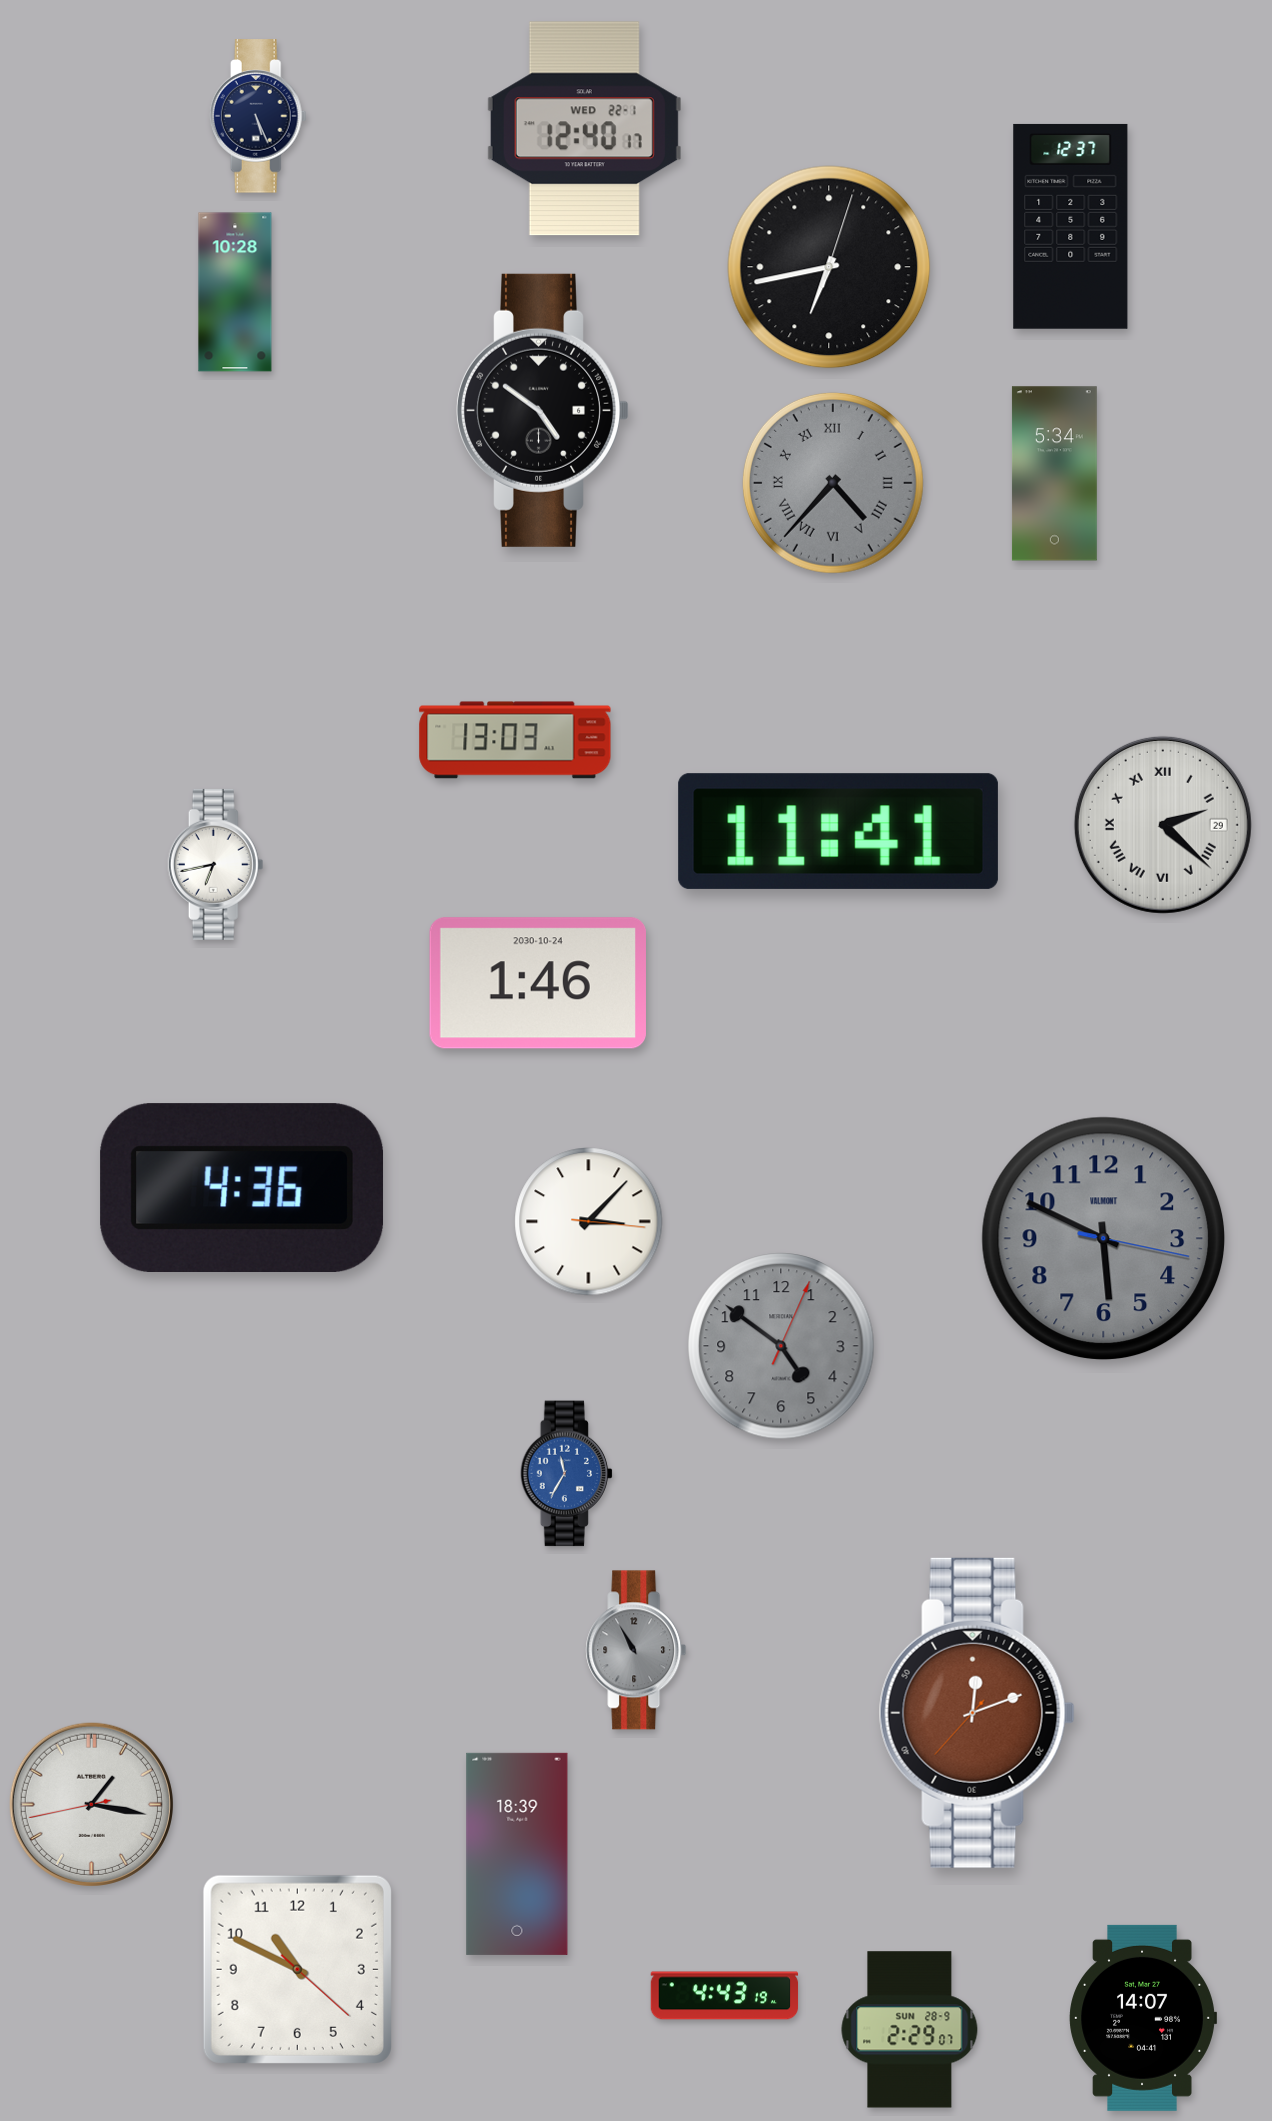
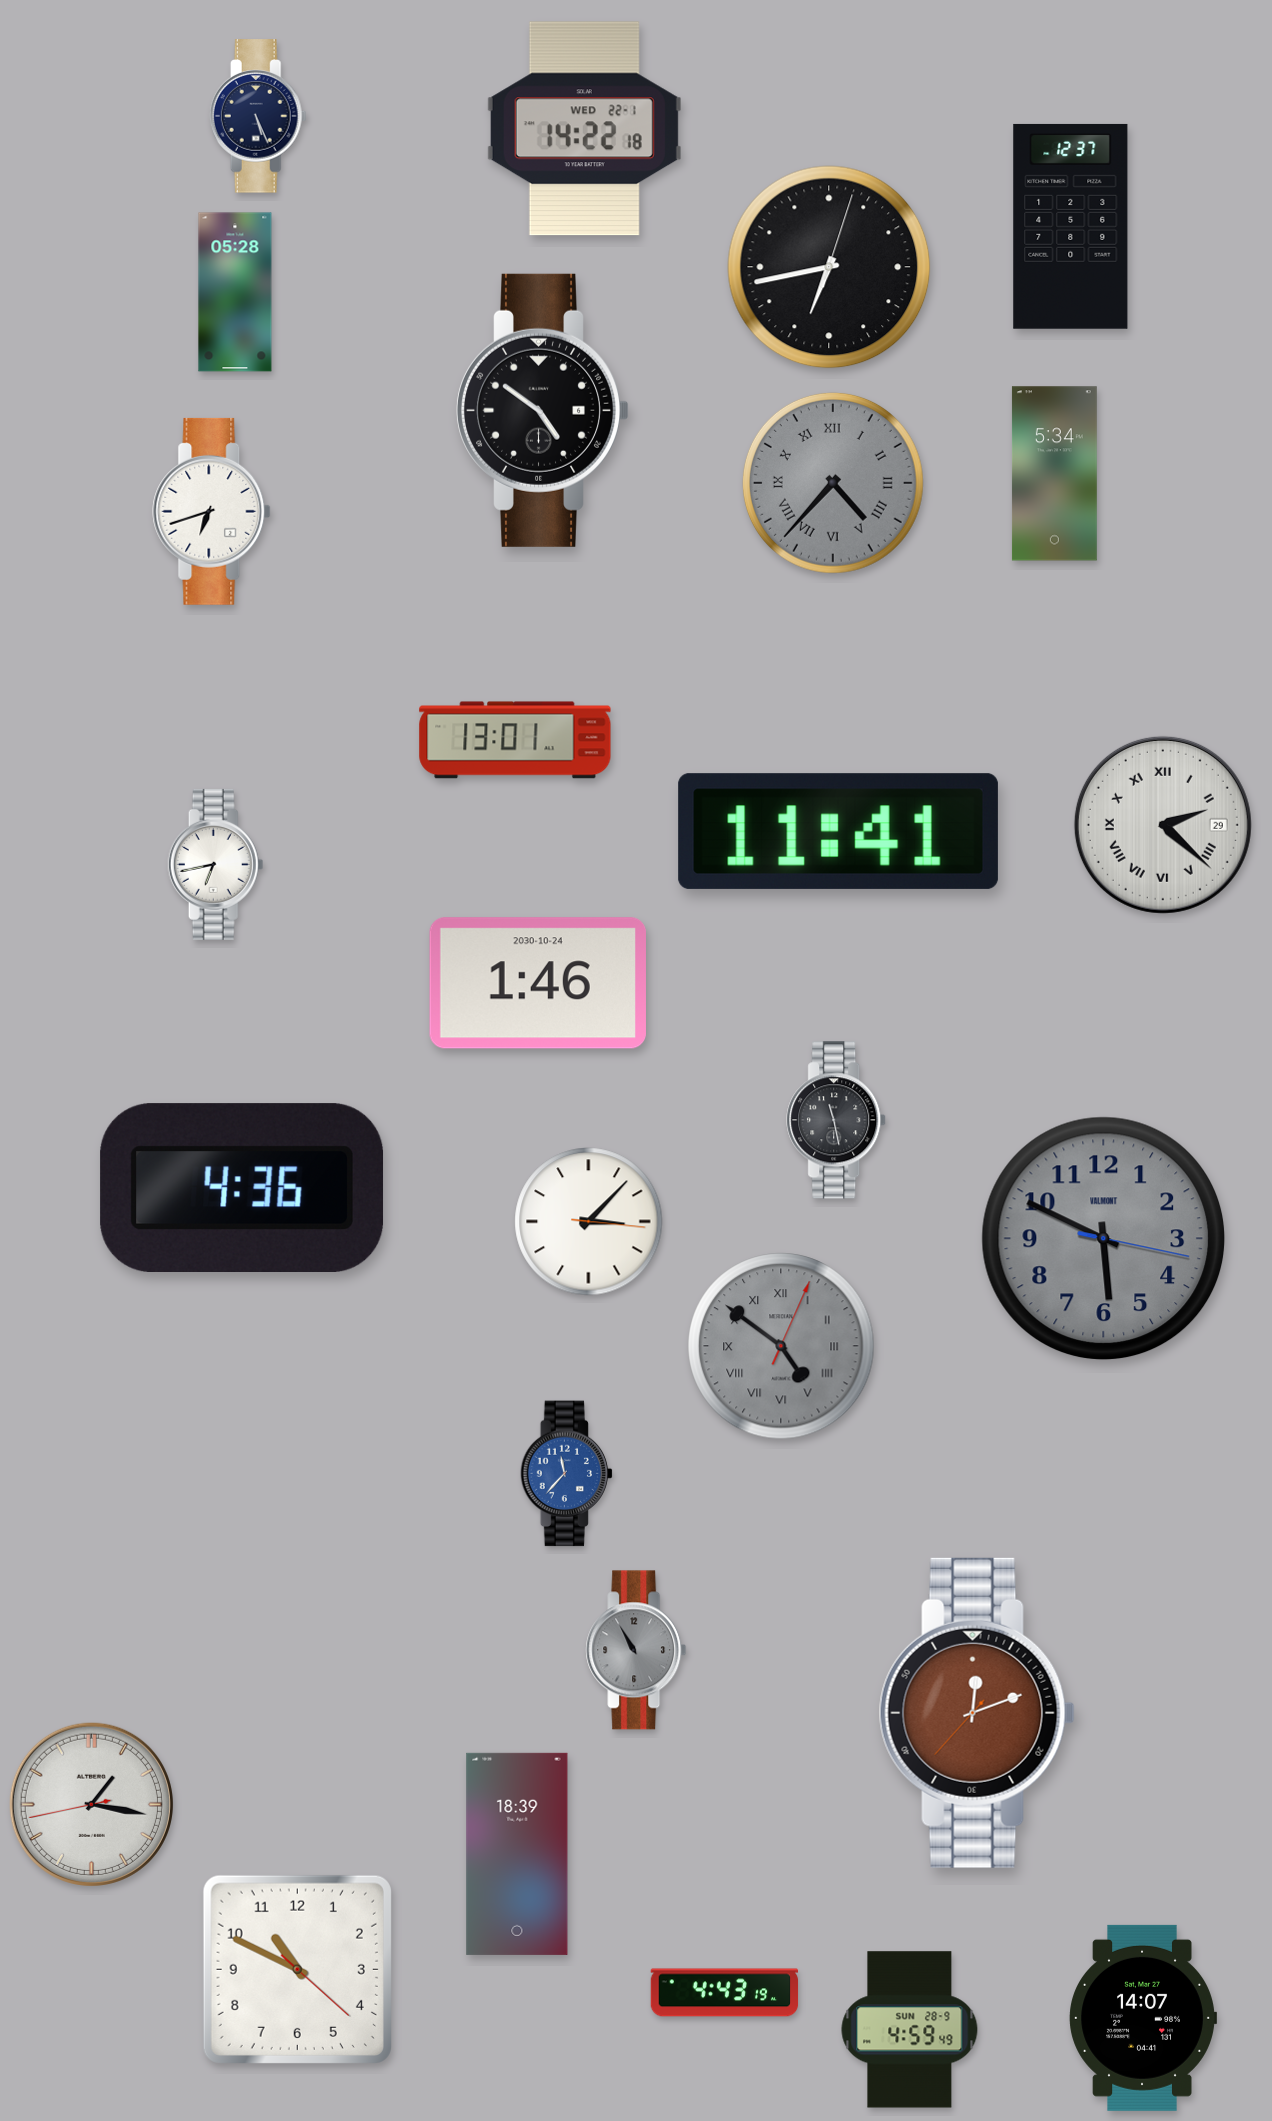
clock at (584, 129): 12:40 -> 14:22
clock at (235, 292): 10:28 -> 05:28
clock at (212, 511): none -> 6:42
clock at (515, 740): 13:03 -> 13:01
clock at (837, 1120): none -> 11:28
clock at (781, 1346) numerals: Arabic -> Roman
clock at (567, 1474): 11:35 -> 11:37
clock at (725, 1996) position: (725, 1996) -> (725, 1993)
clock at (910, 2030): 2:29 -> 4:59
